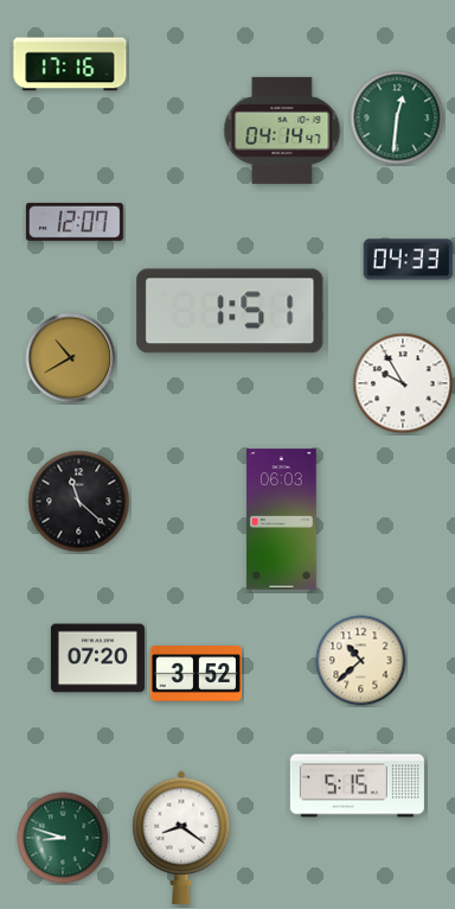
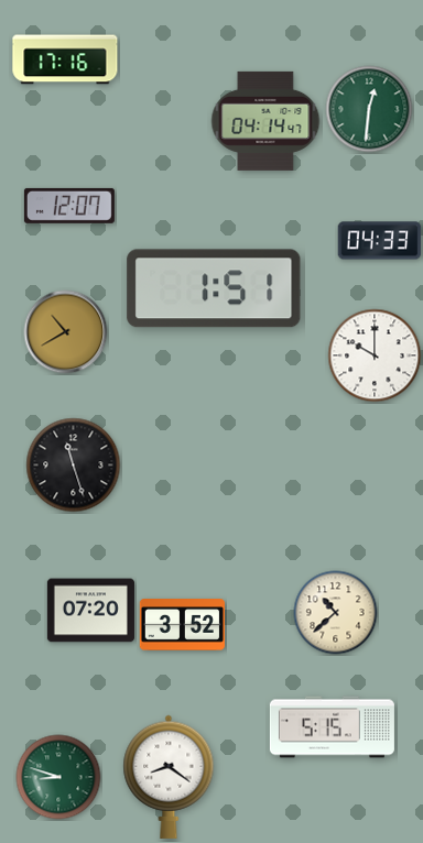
clock at (282, 131) position: (282, 131) -> (265, 121)
clock at (403, 383): 9:55 -> 10:00
clock at (79, 502): 11:22 -> 11:27
clock at (282, 520): 06:03 -> none
